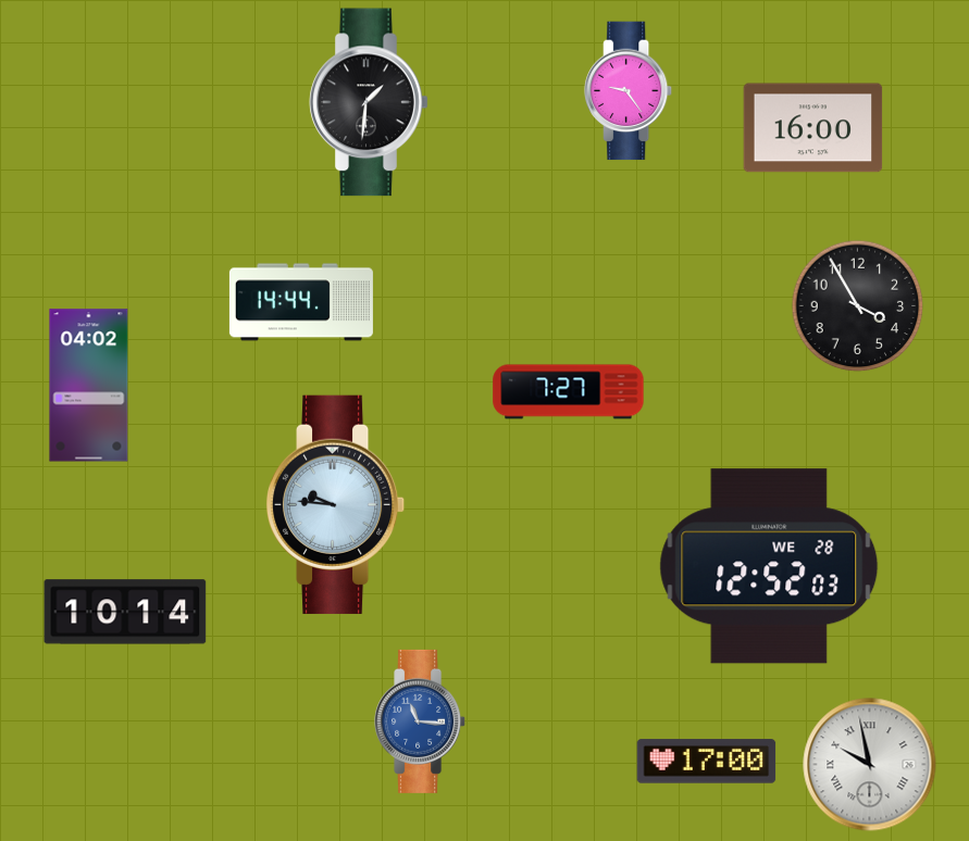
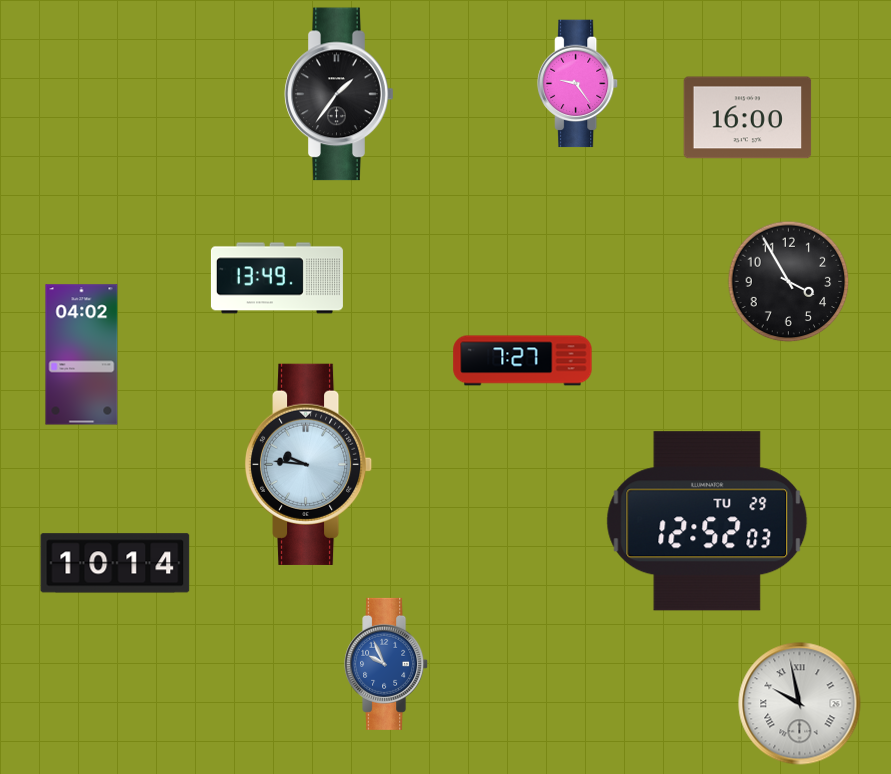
clock at (369, 102): 1:31 -> 1:36
clock at (301, 302): 14:44 -> 13:49
clock at (769, 566) date: WE 28 -> TU 29
clock at (421, 721): 11:16 -> 9:56
clock at (707, 762): 17:00 -> none
